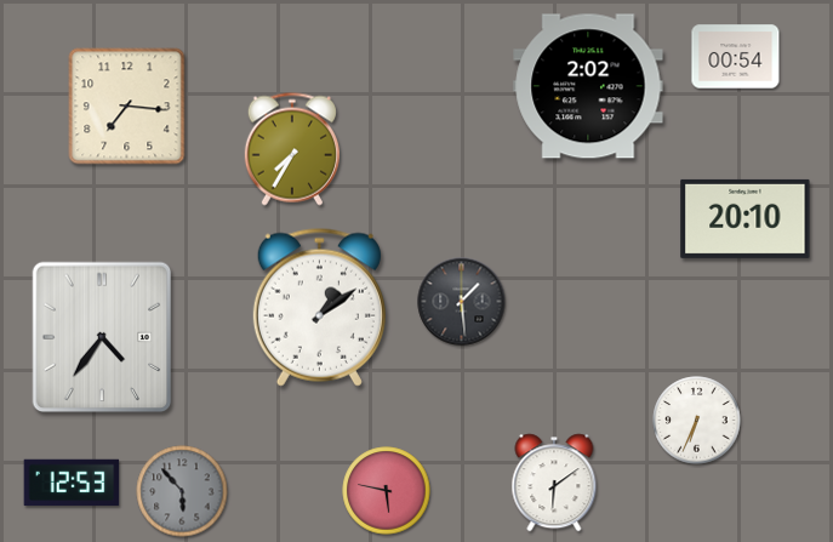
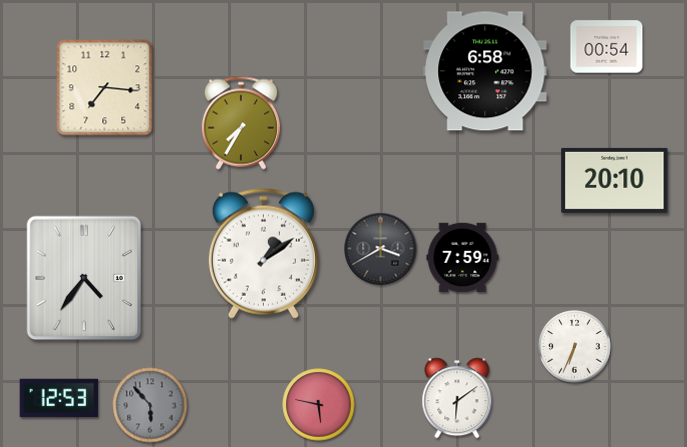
clock at (588, 86): 2:02 -> 6:58
clock at (462, 302): 1:29 -> 3:40
clock at (463, 258): none -> 7:59
